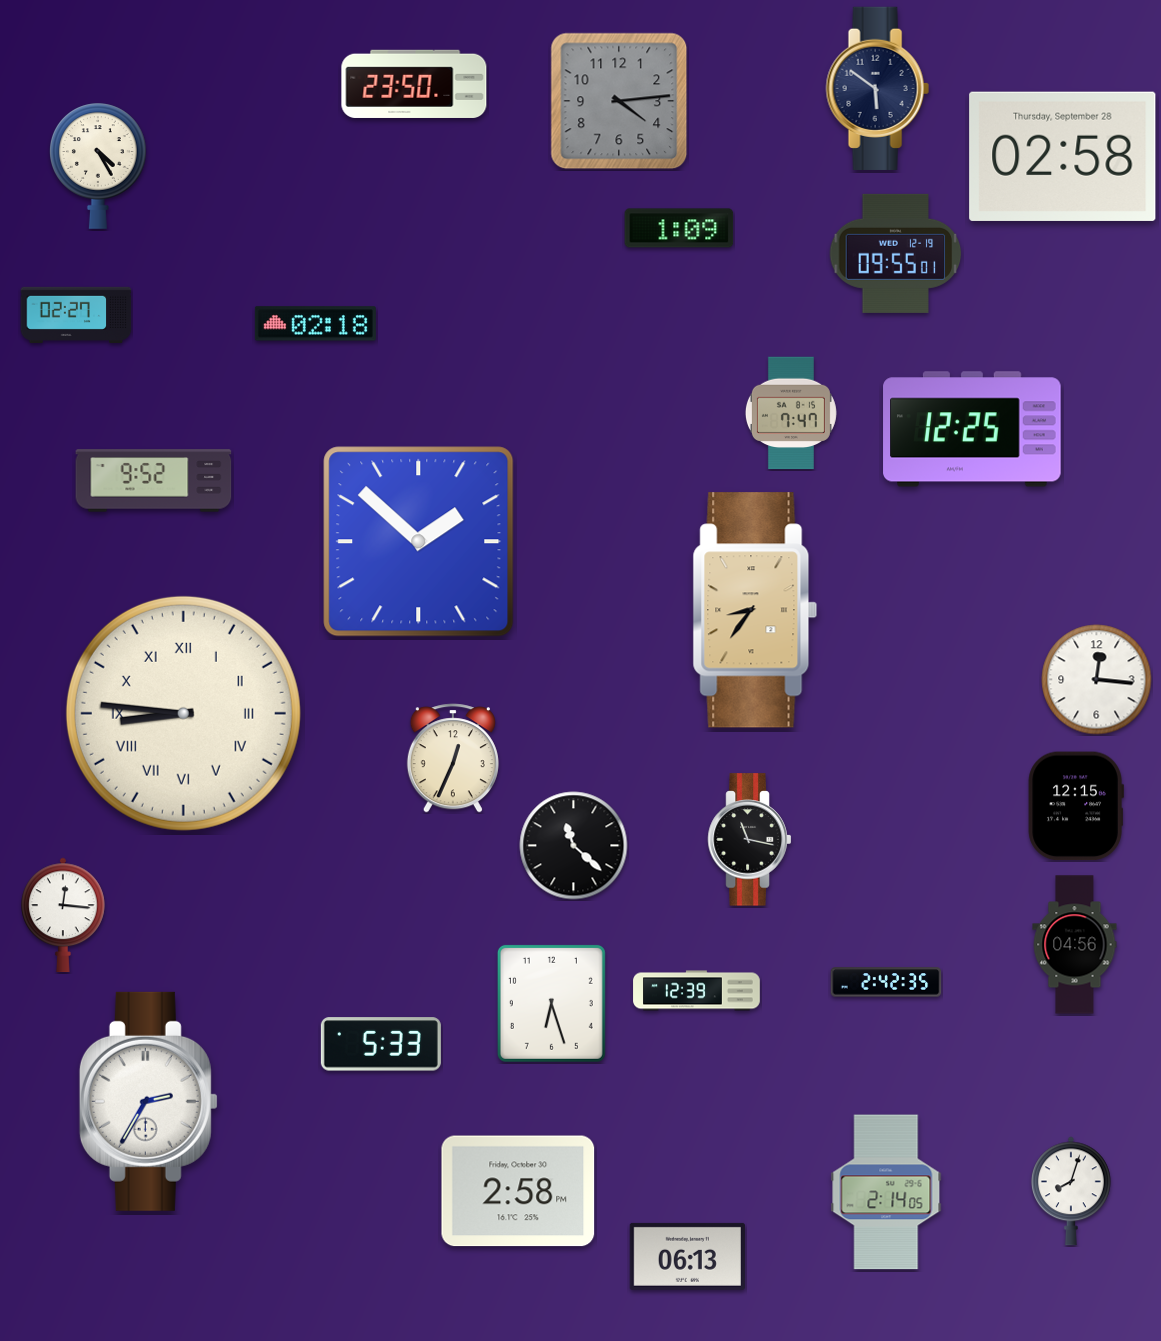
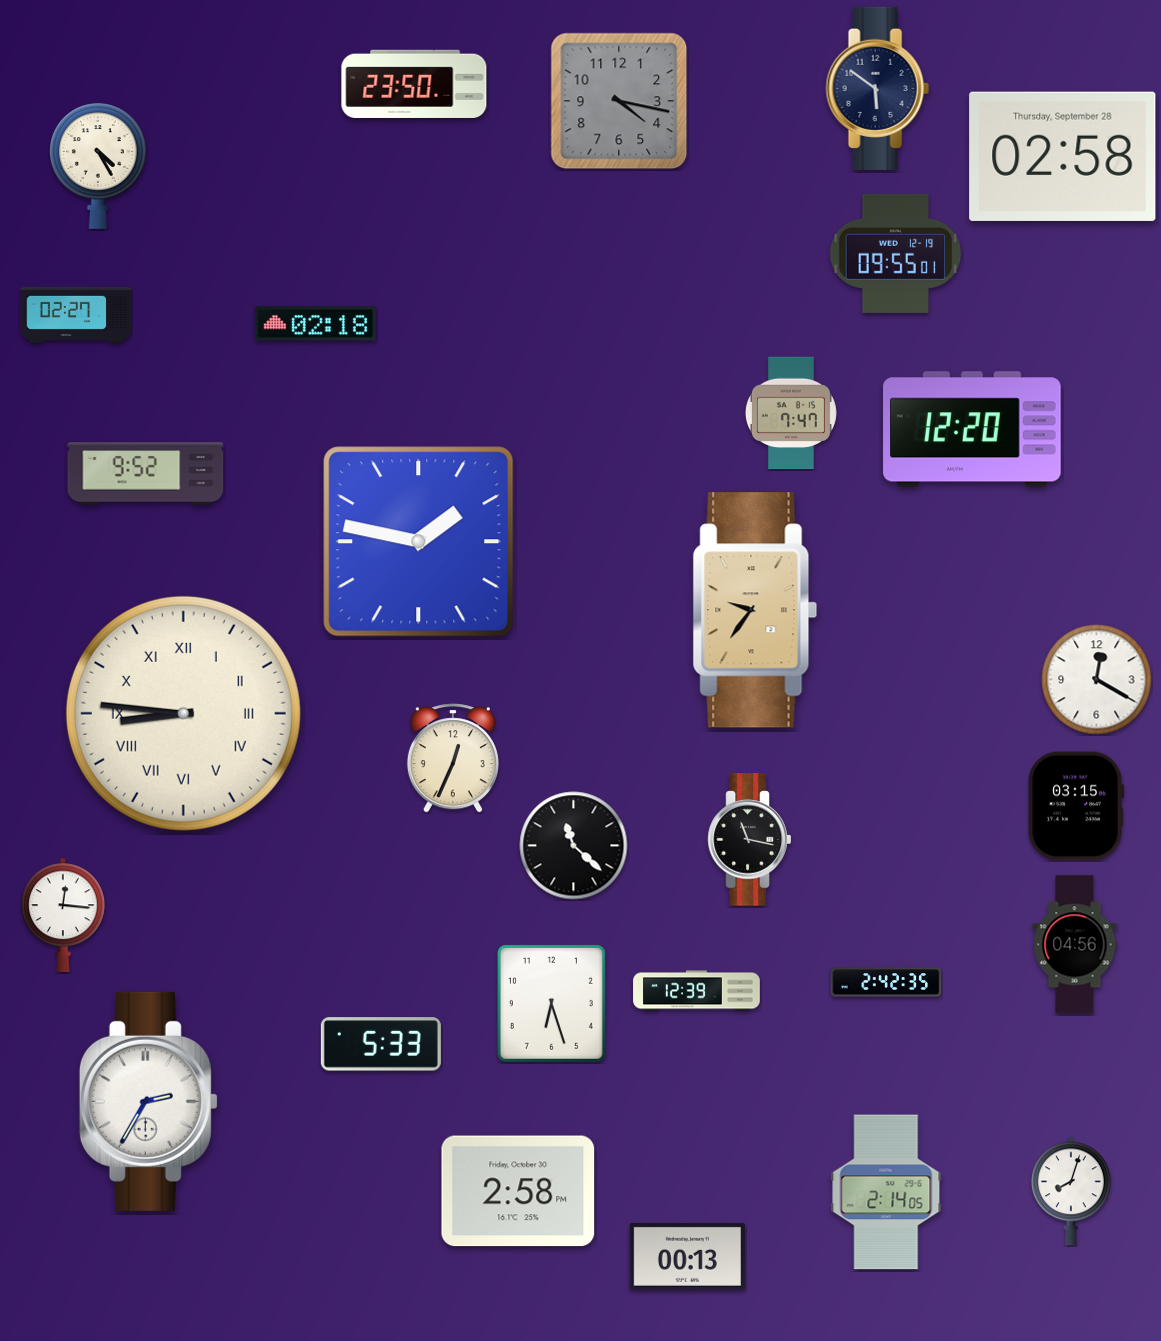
clock at (619, 101): 4:14 -> 4:17
clock at (679, 228): 1:09 -> none
clock at (972, 429): 12:25 -> 12:20
clock at (154, 481) position: (154, 481) -> (146, 474)
clock at (419, 542): 1:52 -> 1:47
clock at (755, 610): 8:36 -> 9:36
clock at (1097, 680): 12:16 -> 12:20
clock at (1076, 806): 12:15 -> 03:15
clock at (687, 1256): 06:13 -> 00:13
